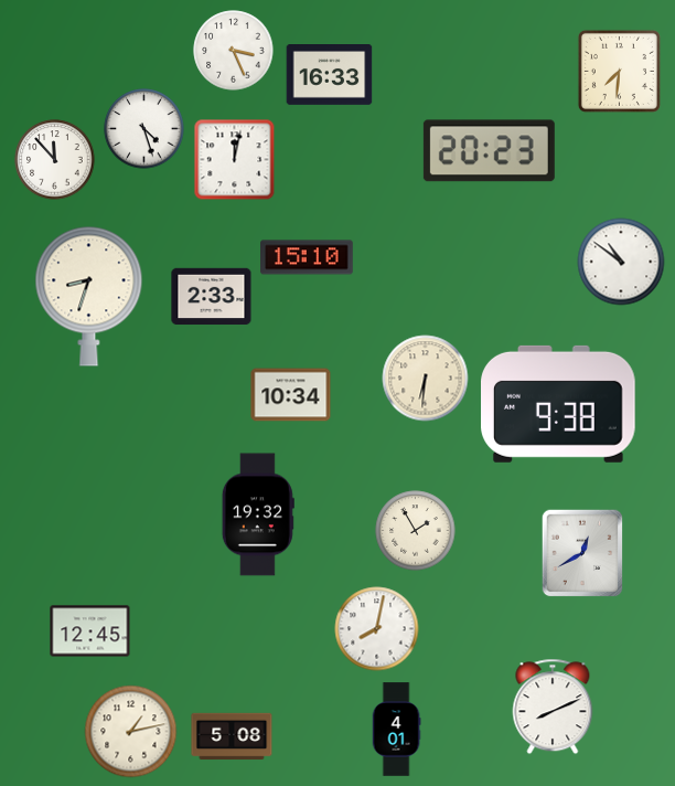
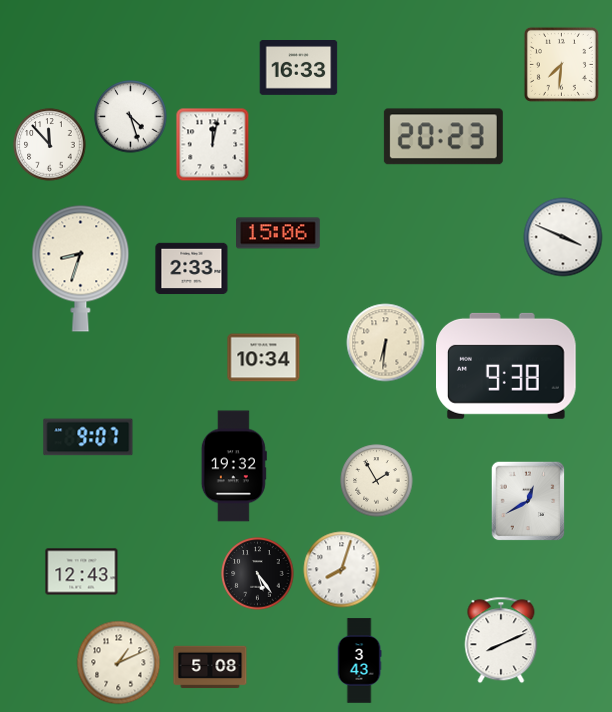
clock at (234, 51): 3:26 -> none
clock at (308, 257): 15:10 -> 15:06
clock at (621, 262): 10:51 -> 3:49
clock at (88, 437): none -> 9:07
clock at (377, 629): 8:02 -> 8:03
clock at (90, 631): 12:45 -> 12:43
clock at (258, 574): none -> 5:24
clock at (396, 730): 4:01 -> 3:43
clock at (131, 732): 1:13 -> 1:11
